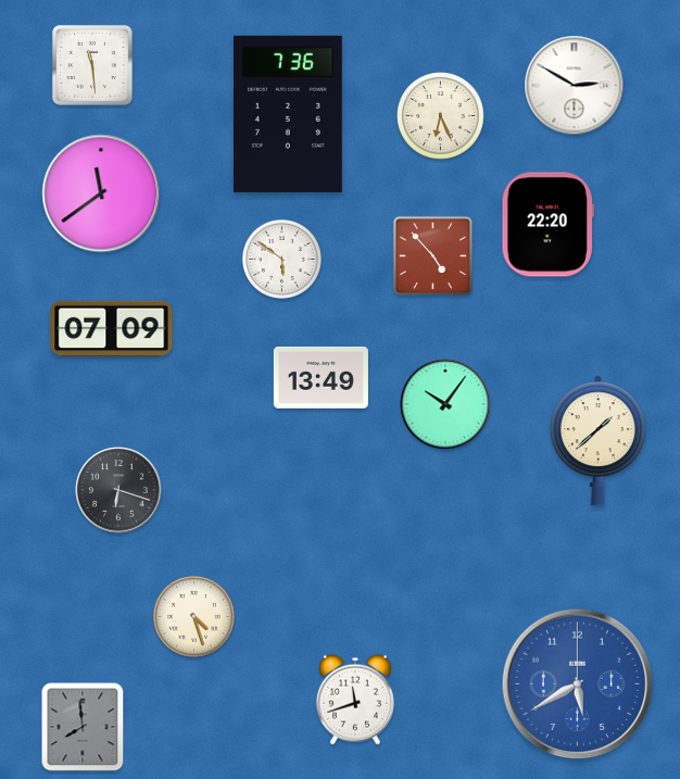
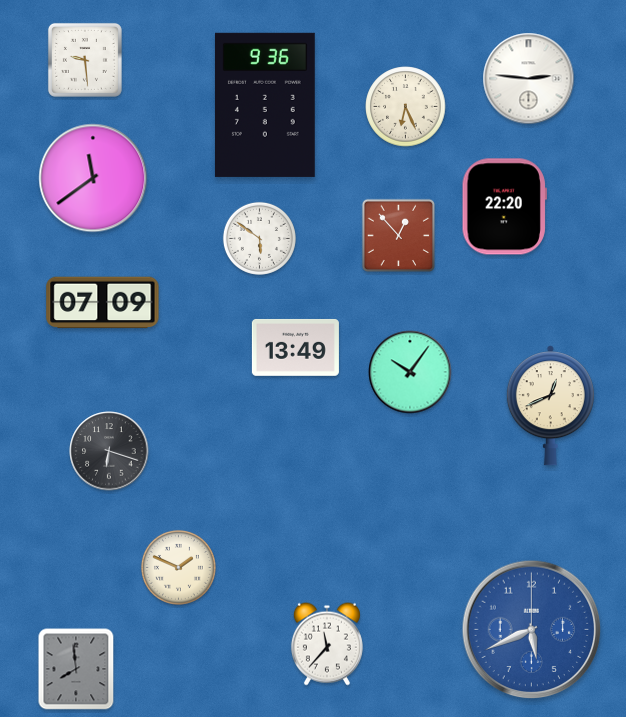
clock at (92, 65): 11:29 -> 9:29
clock at (575, 86): 2:50 -> 2:46
clock at (288, 114): 7:36 -> 9:36
clock at (432, 255): 4:53 -> 12:53
clock at (597, 441): 1:38 -> 12:41
clock at (193, 616): 4:27 -> 1:49
clock at (578, 684): 5:40 -> 5:41
clock at (355, 700): 11:42 -> 11:37
